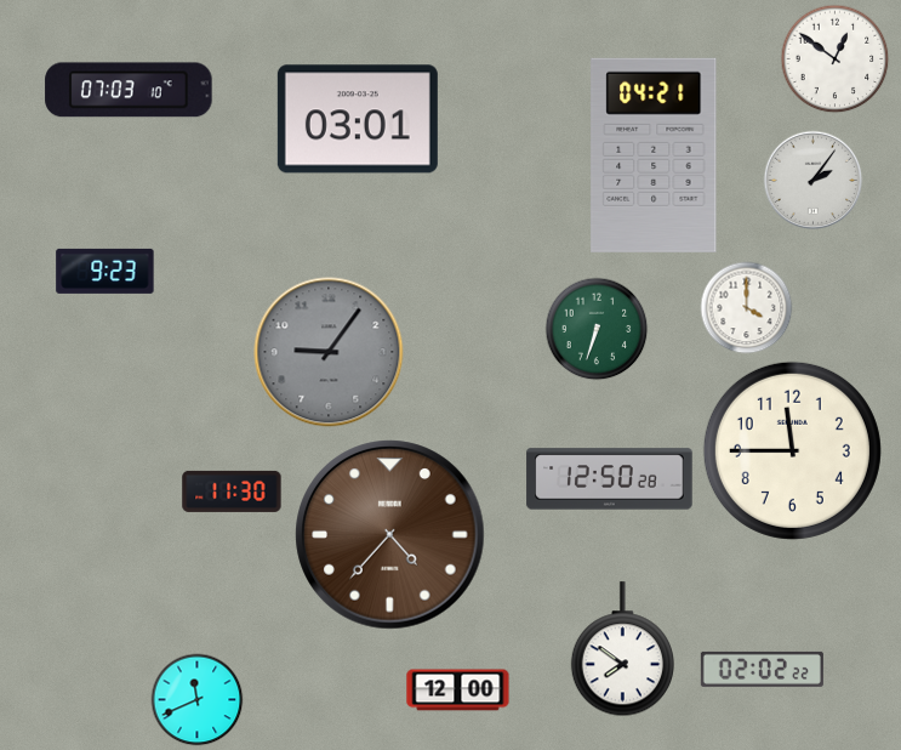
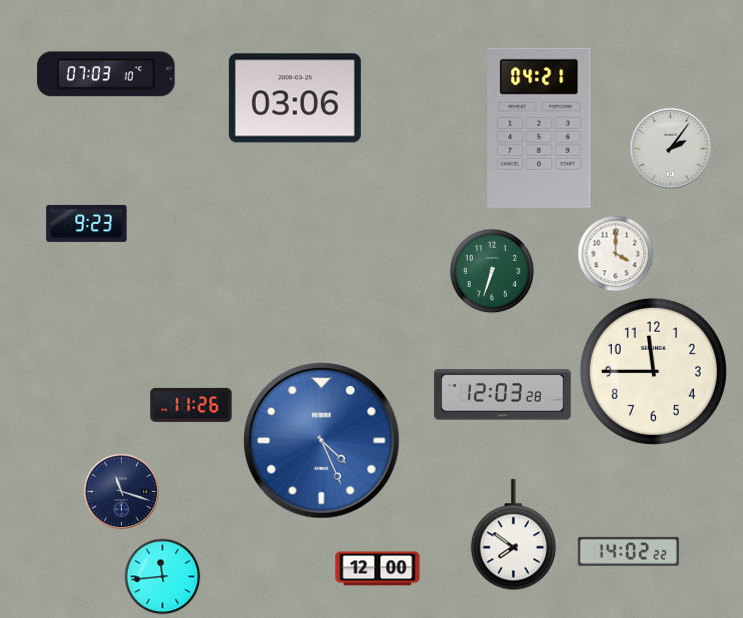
clock at (836, 59): 12:51 -> none
clock at (358, 119): 03:01 -> 03:06
clock at (329, 352): 9:06 -> none
clock at (610, 479): 12:50 -> 12:03
clock at (232, 492): 11:30 -> 11:26
clock at (390, 535): 4:37 -> 4:26
clock at (390, 535) dial: brown -> blue
clock at (122, 492): none -> 11:18
clock at (762, 669): 02:02 -> 14:02
clock at (198, 700): 11:41 -> 11:44
